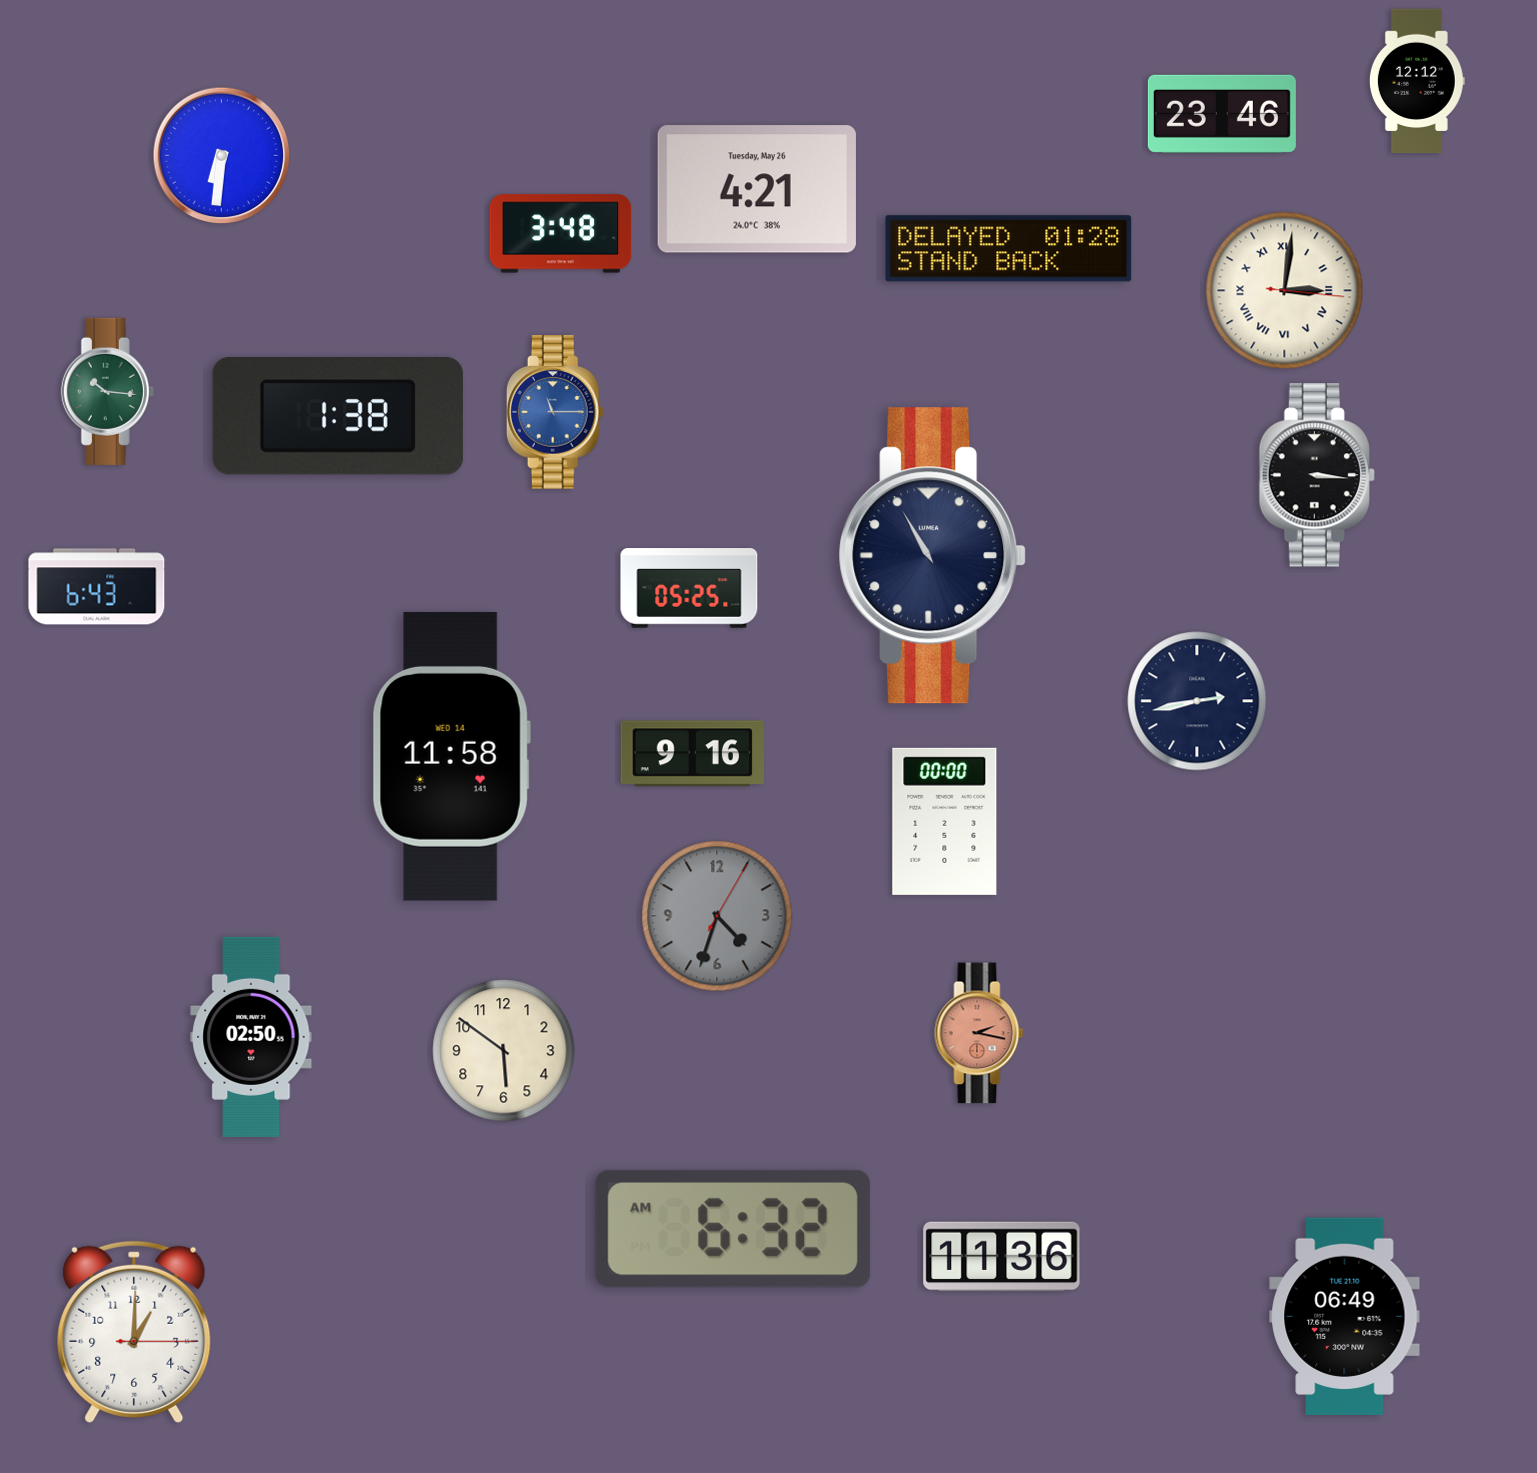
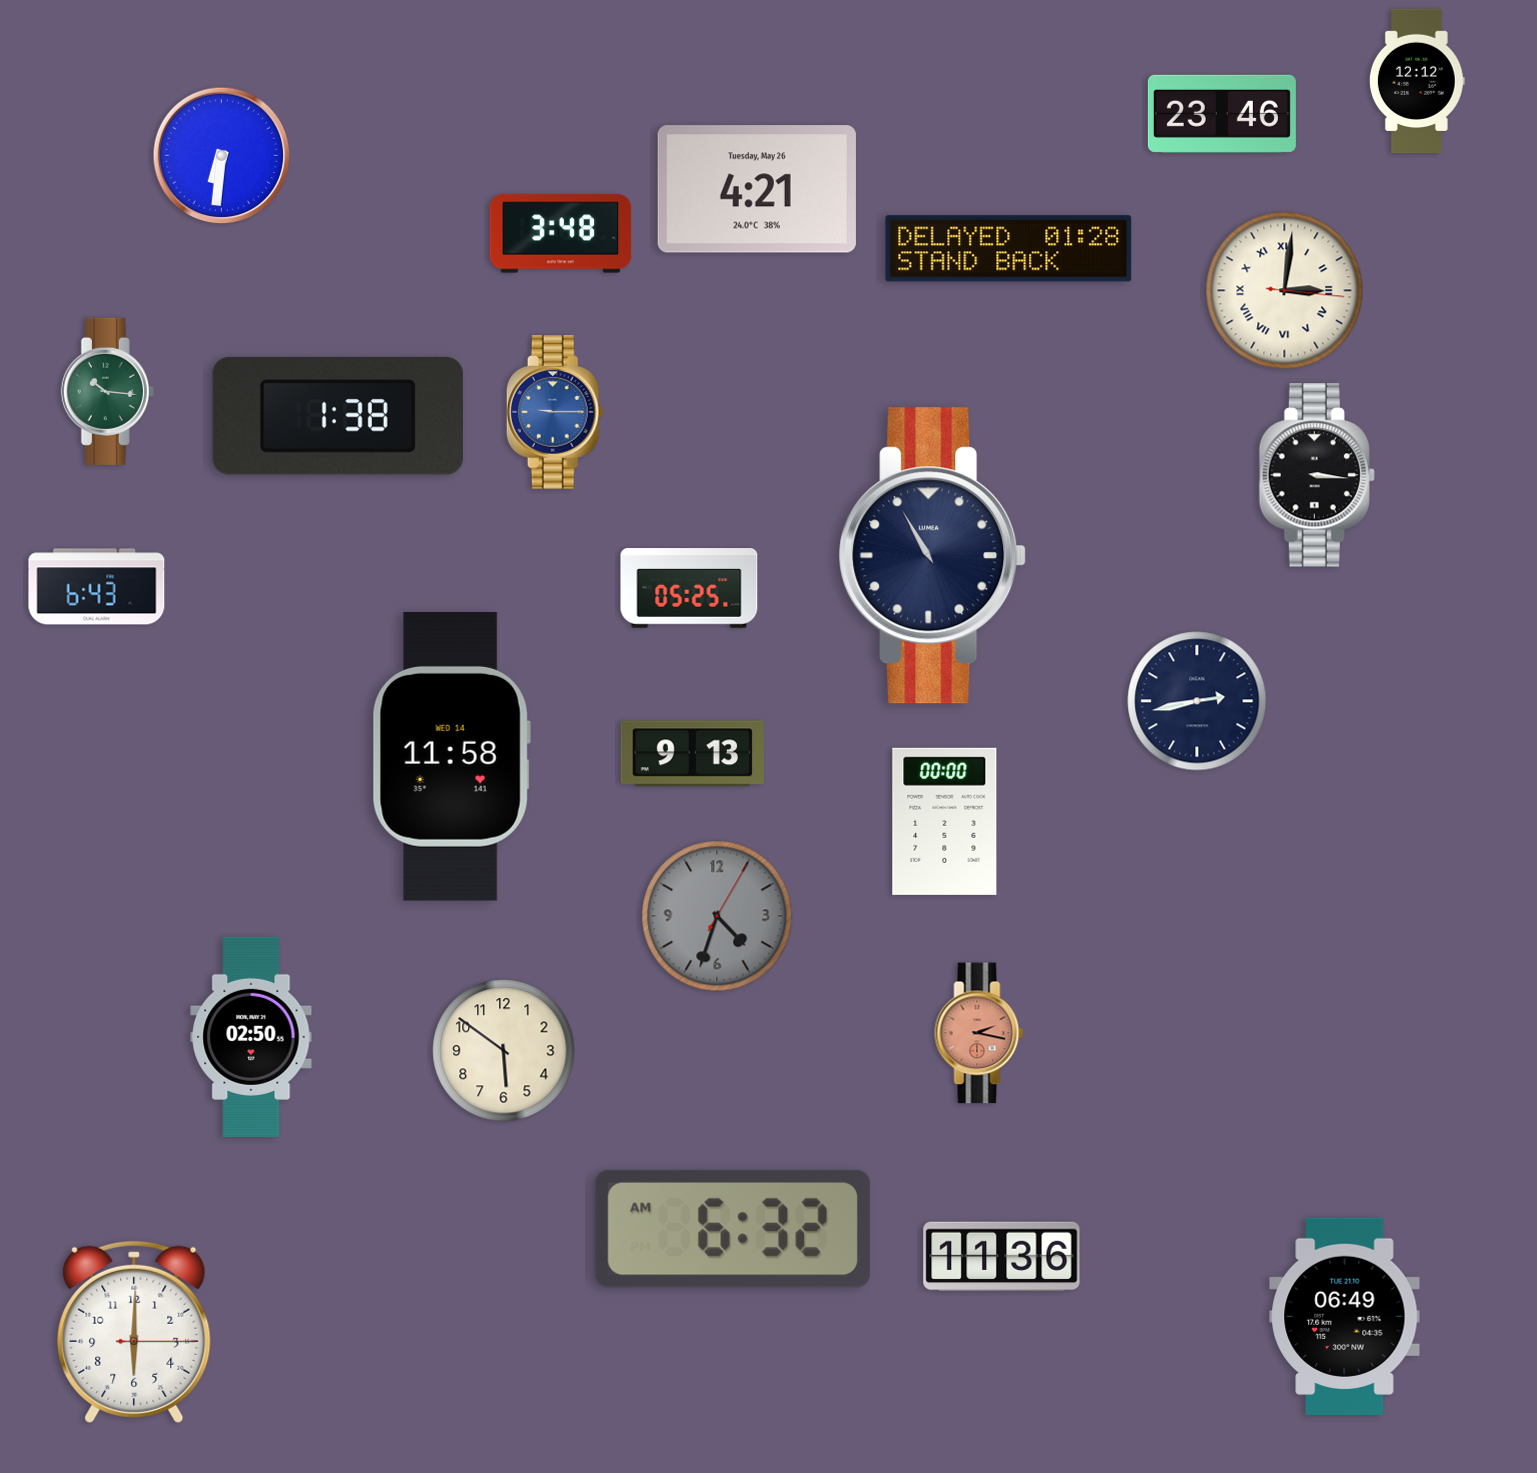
clock at (555, 412): 11:15 -> 9:15
clock at (692, 754): 9:16 -> 9:13
clock at (134, 1332): 1:00 -> 6:00
